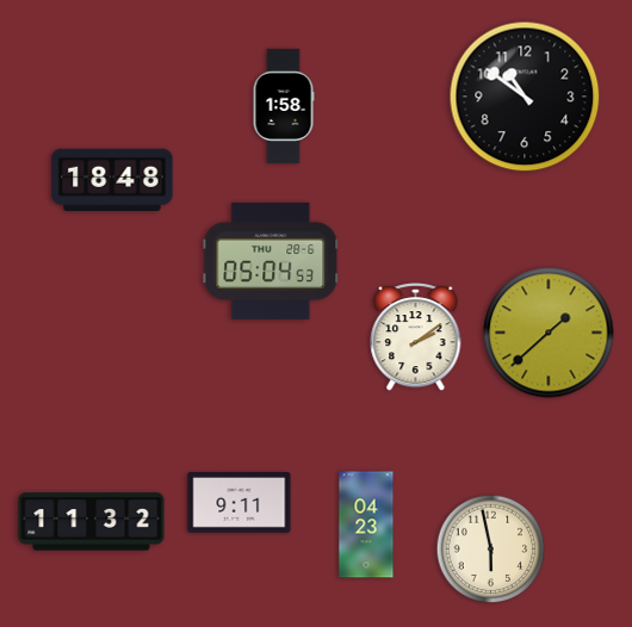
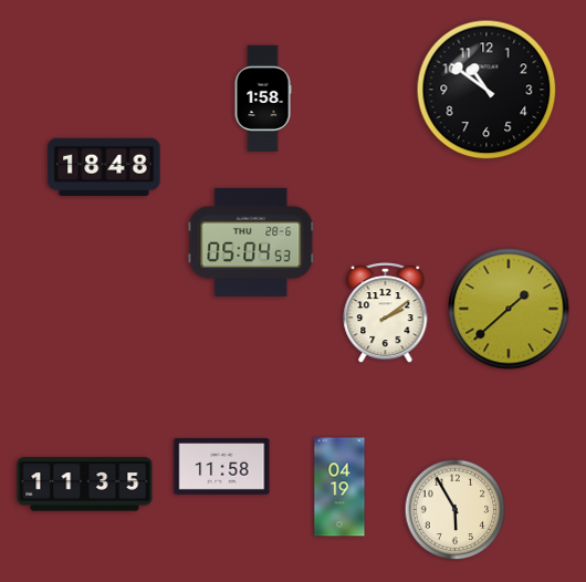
clock at (240, 503): 9:11 -> 11:58
clock at (92, 522): 11:32 -> 11:35
clock at (366, 524): 04:23 -> 04:19
clock at (491, 550): 5:58 -> 5:55
